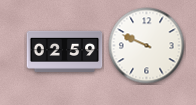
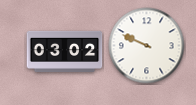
clock at (65, 51): 02:59 -> 03:02
